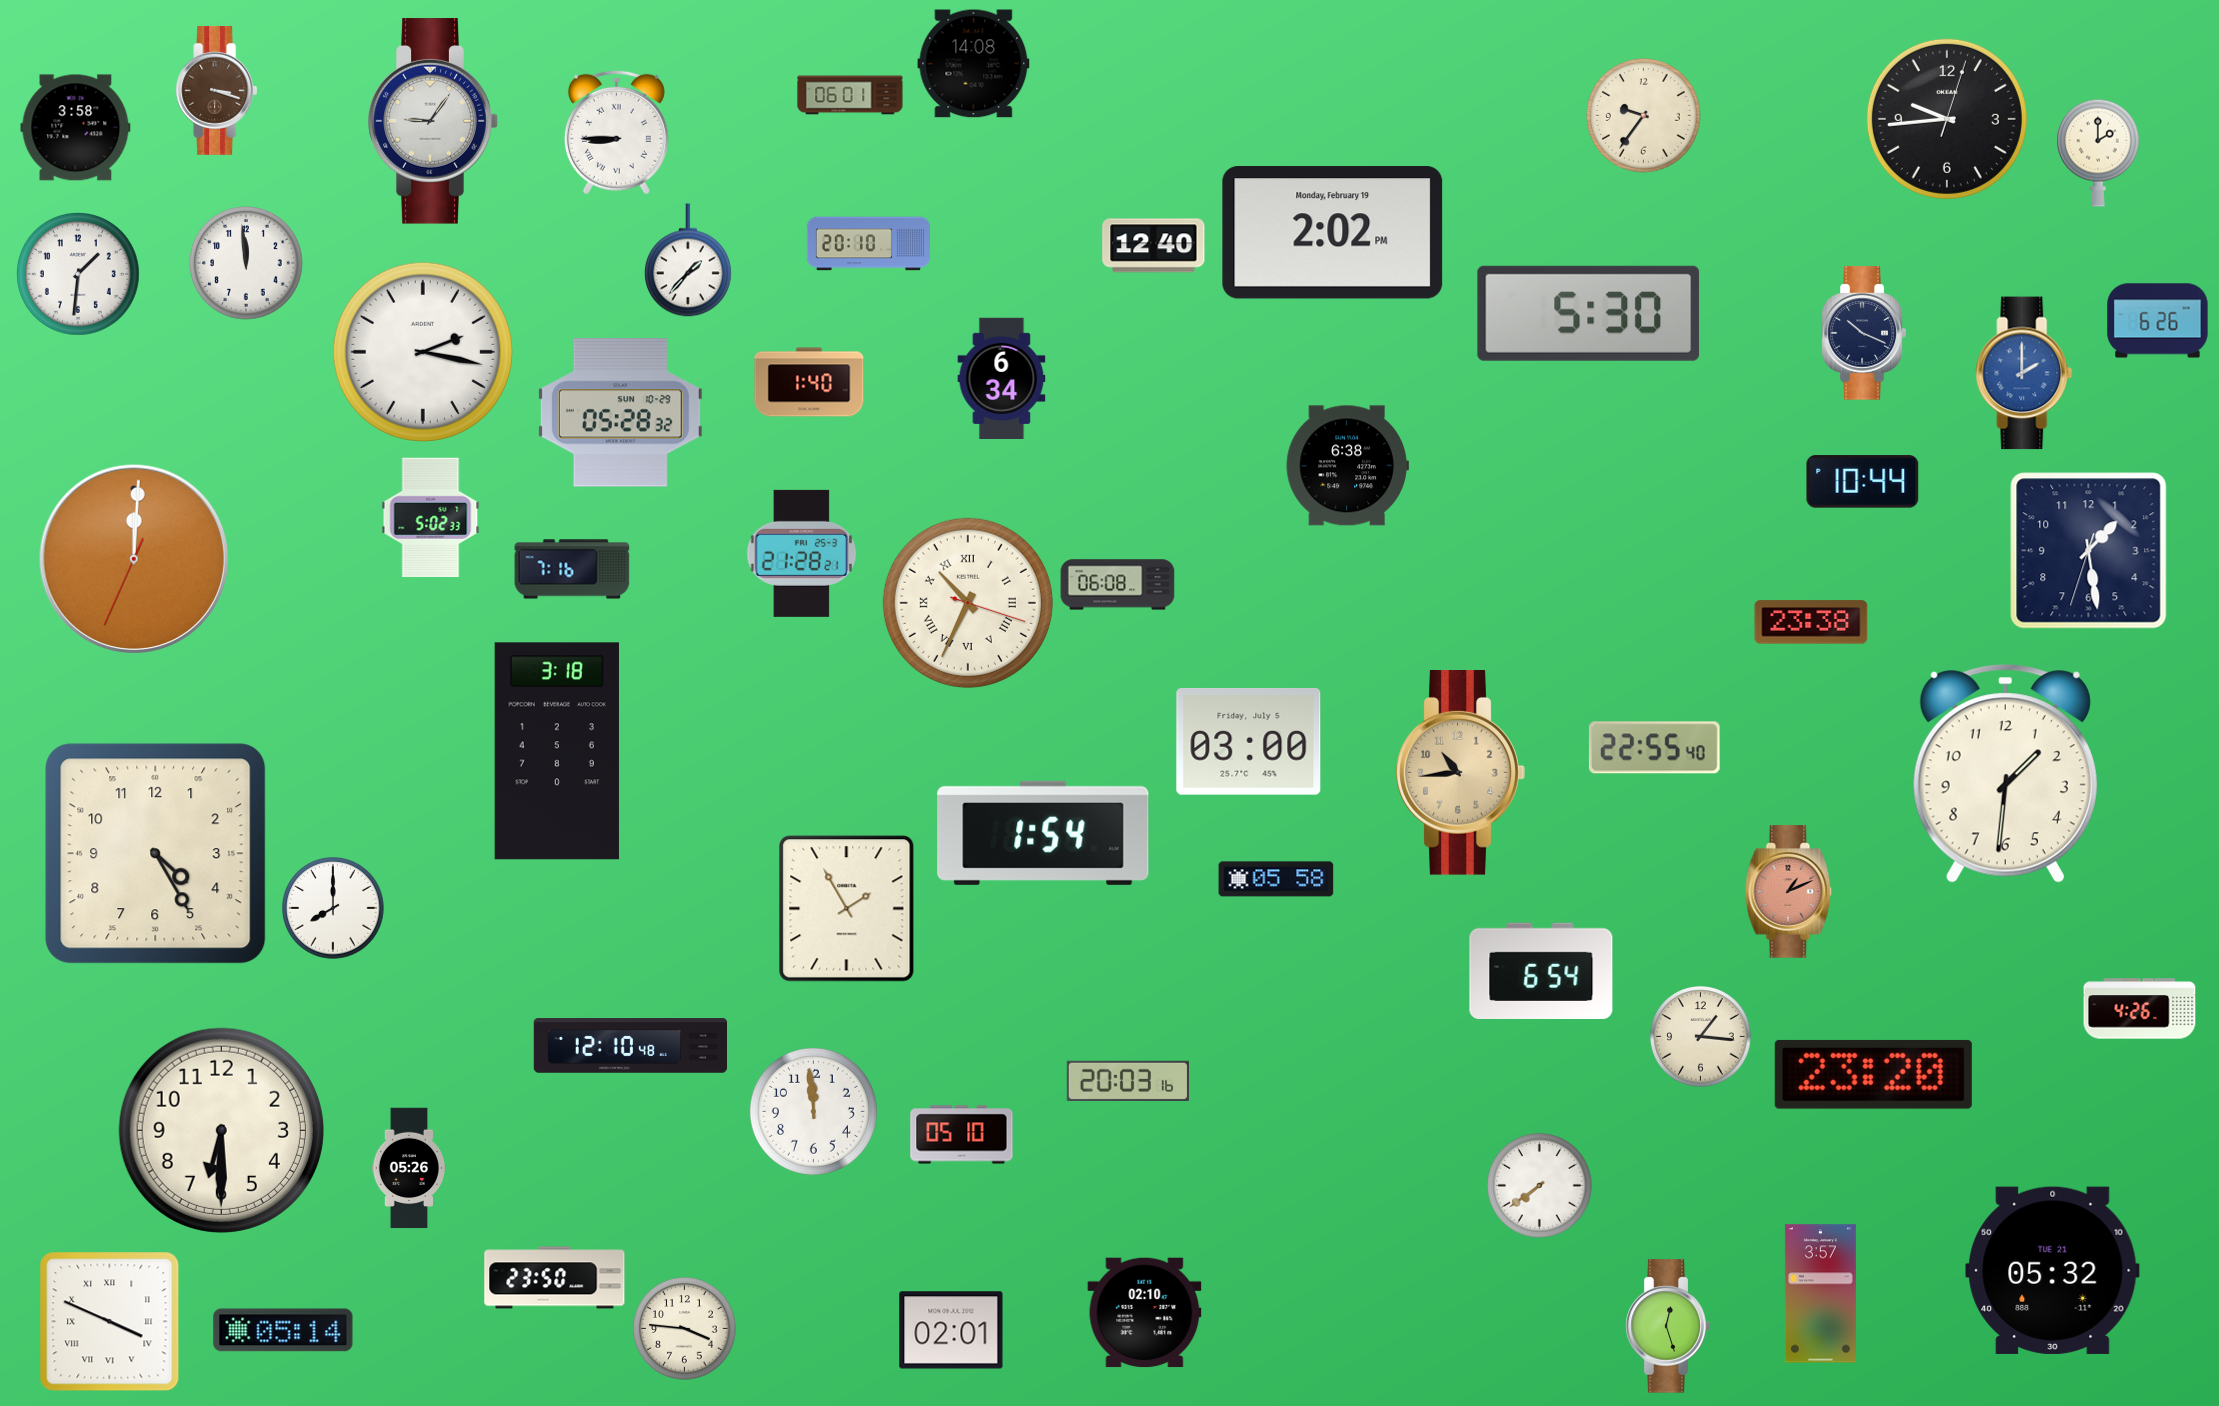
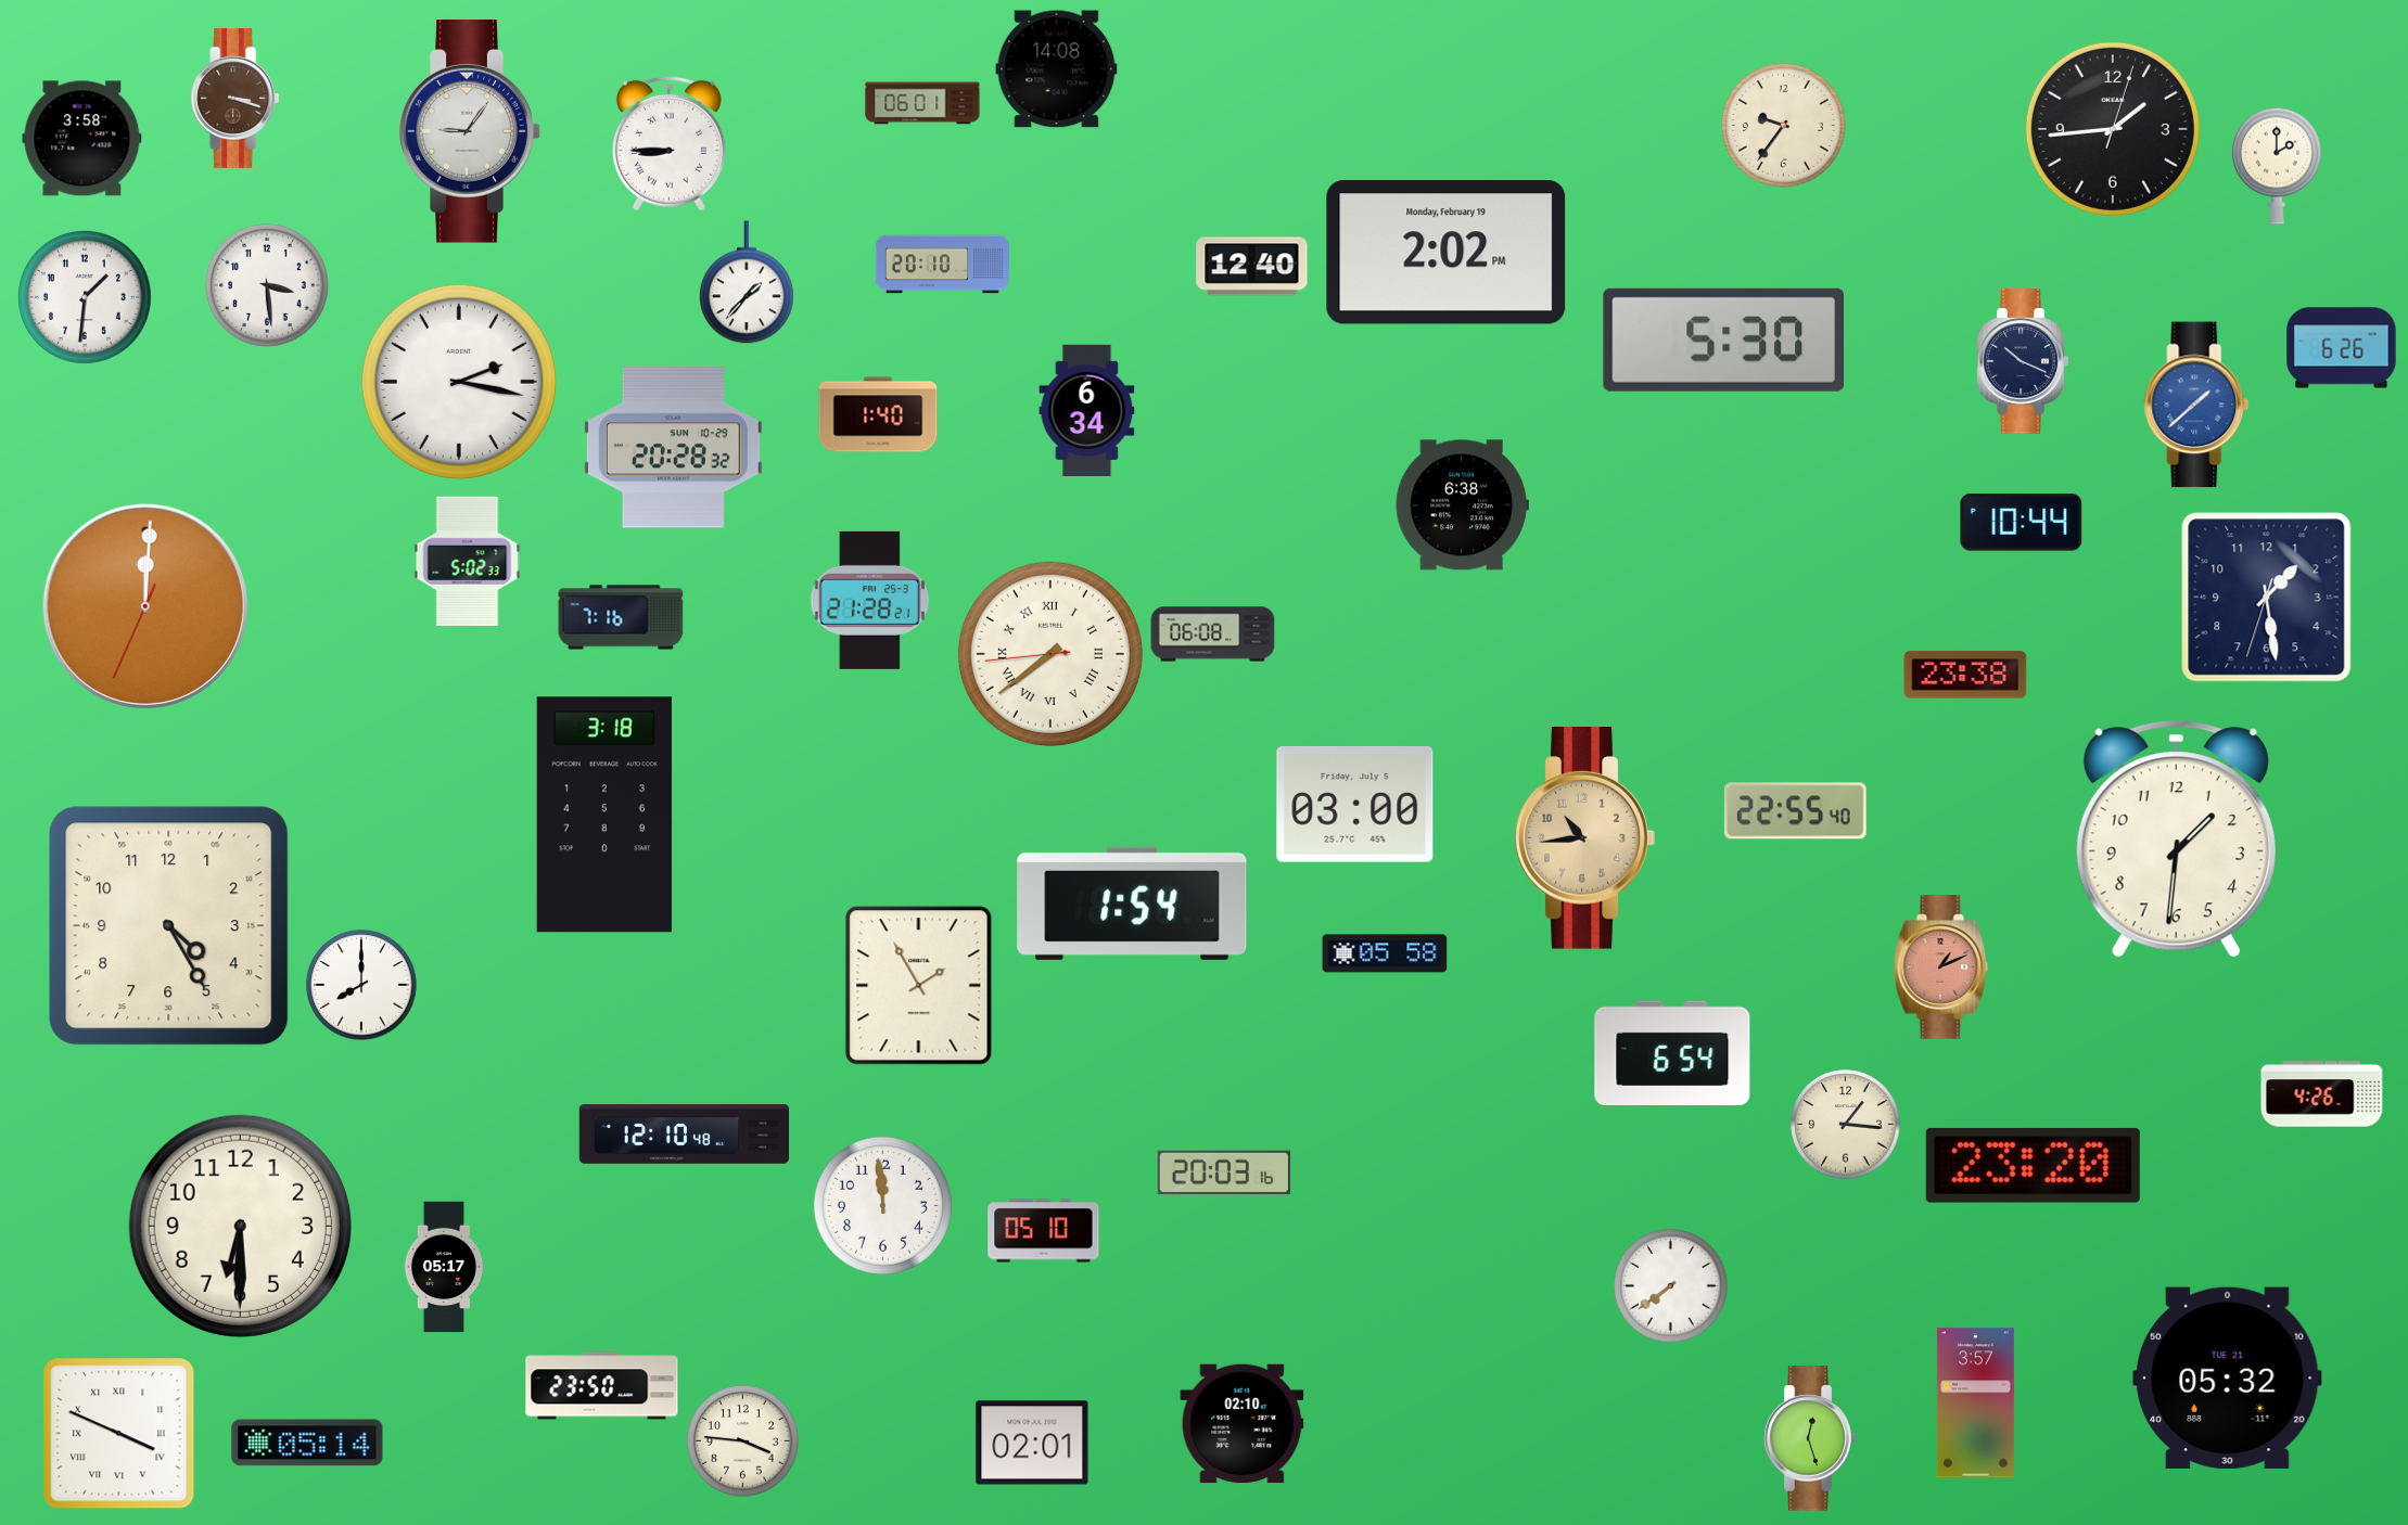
clock at (1947, 119): 9:44 -> 1:44
clock at (247, 264): 11:59 -> 3:29
clock at (2024, 373): 2:00 -> 1:38
clock at (620, 413): 05:28 -> 20:28
clock at (968, 603): 10:34 -> 7:38
clock at (408, 1168): 05:26 -> 05:17
